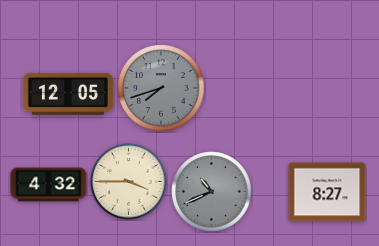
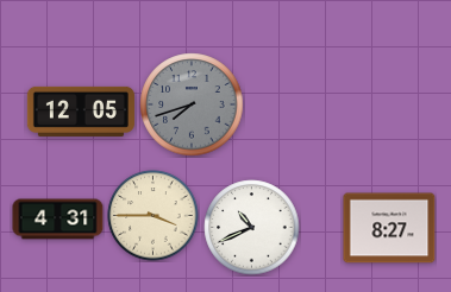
clock at (49, 185): 4:32 -> 4:31
clock at (212, 192) dial: grey -> white
